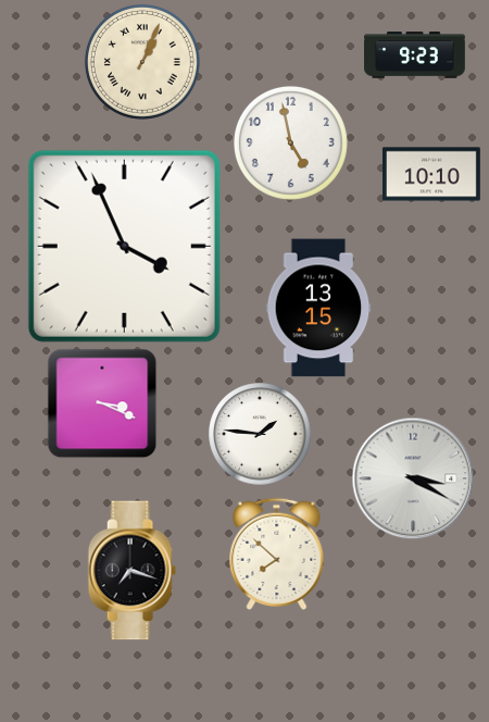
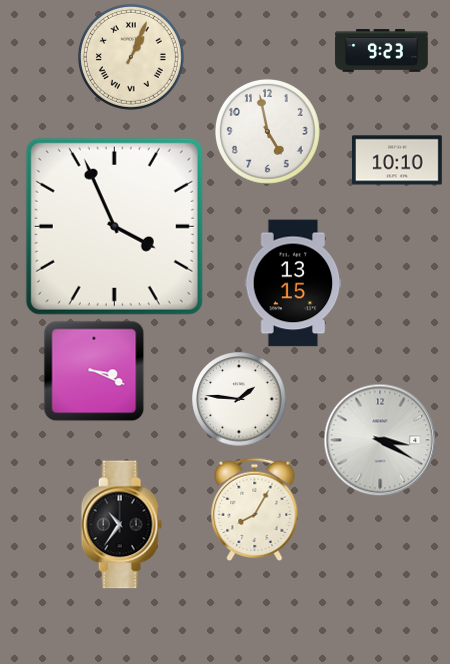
clock at (277, 553): 7:52 -> 8:05
clock at (131, 571): 7:18 -> 10:36
